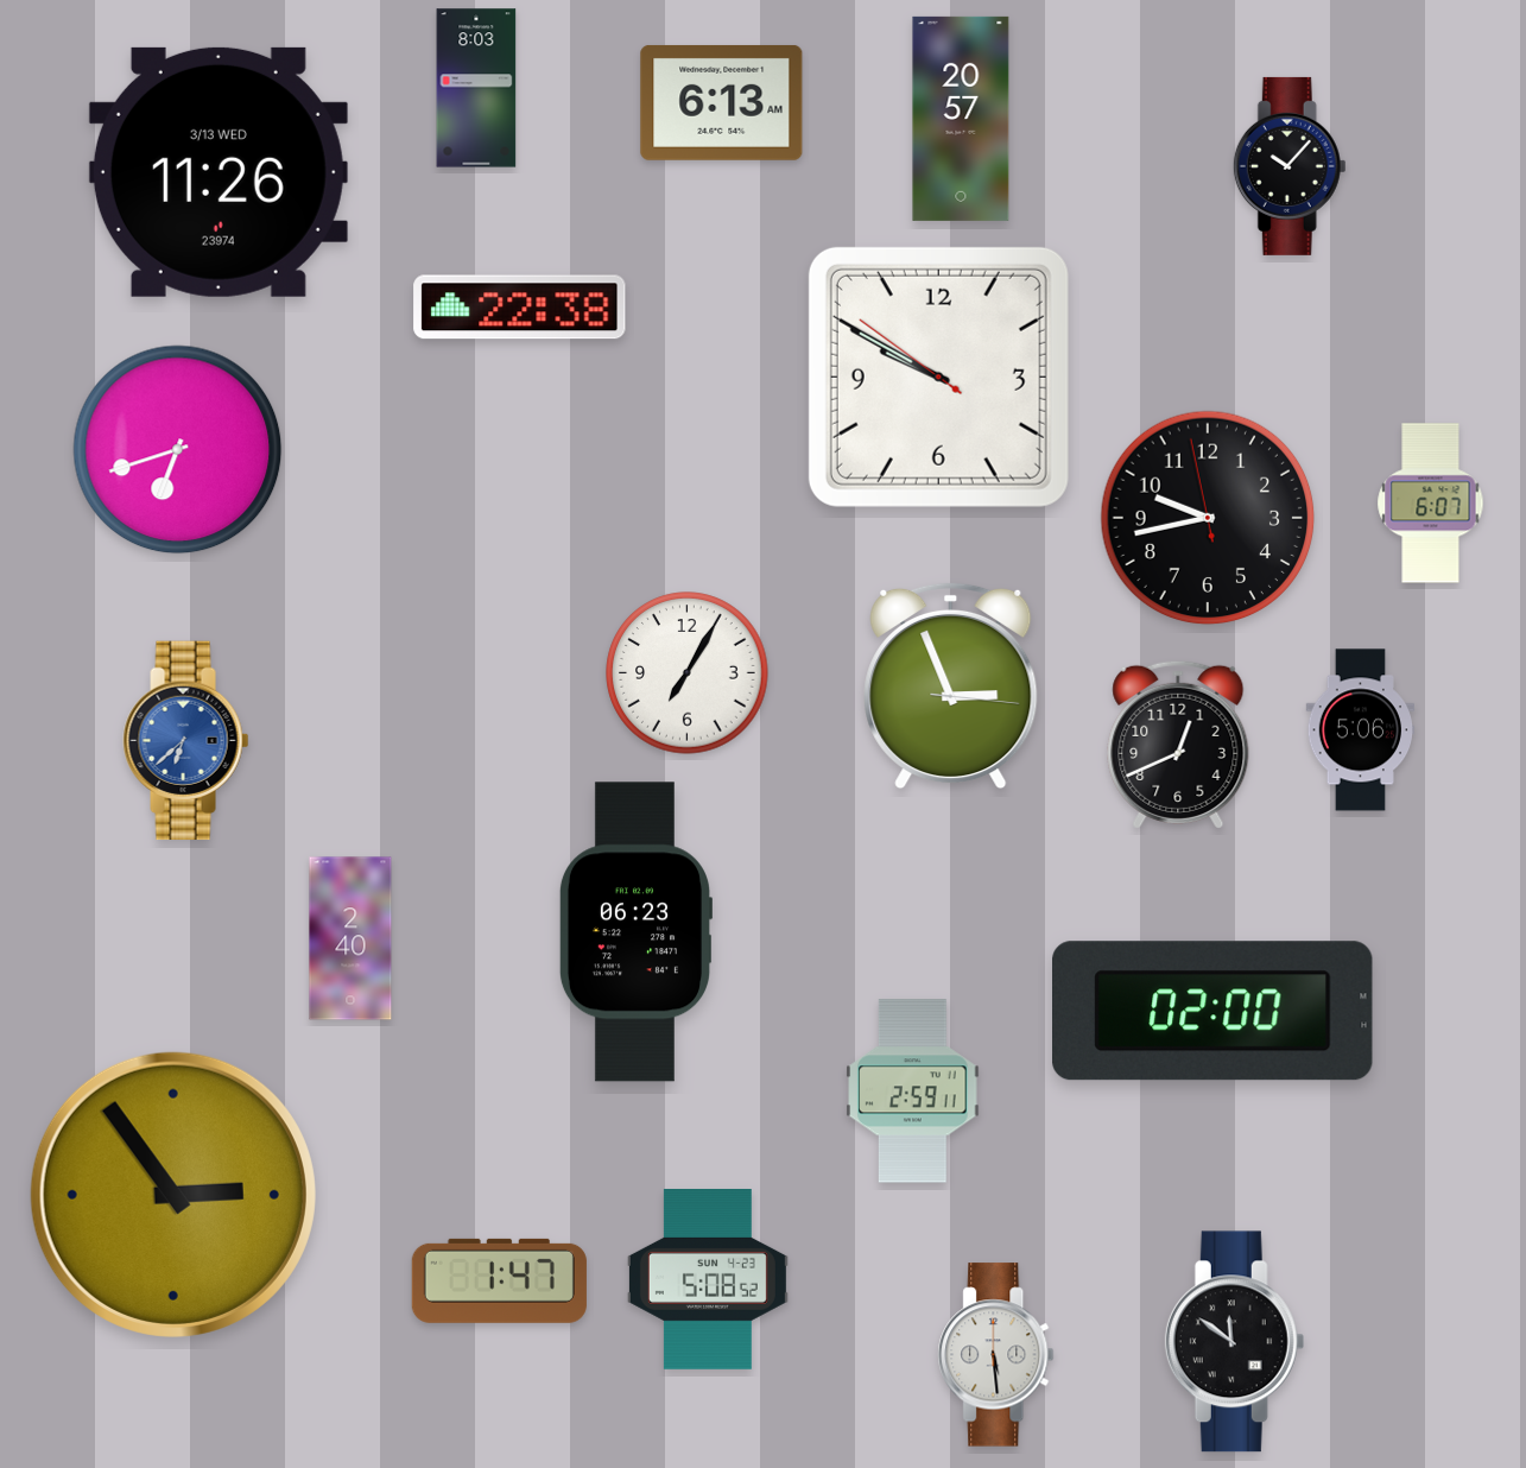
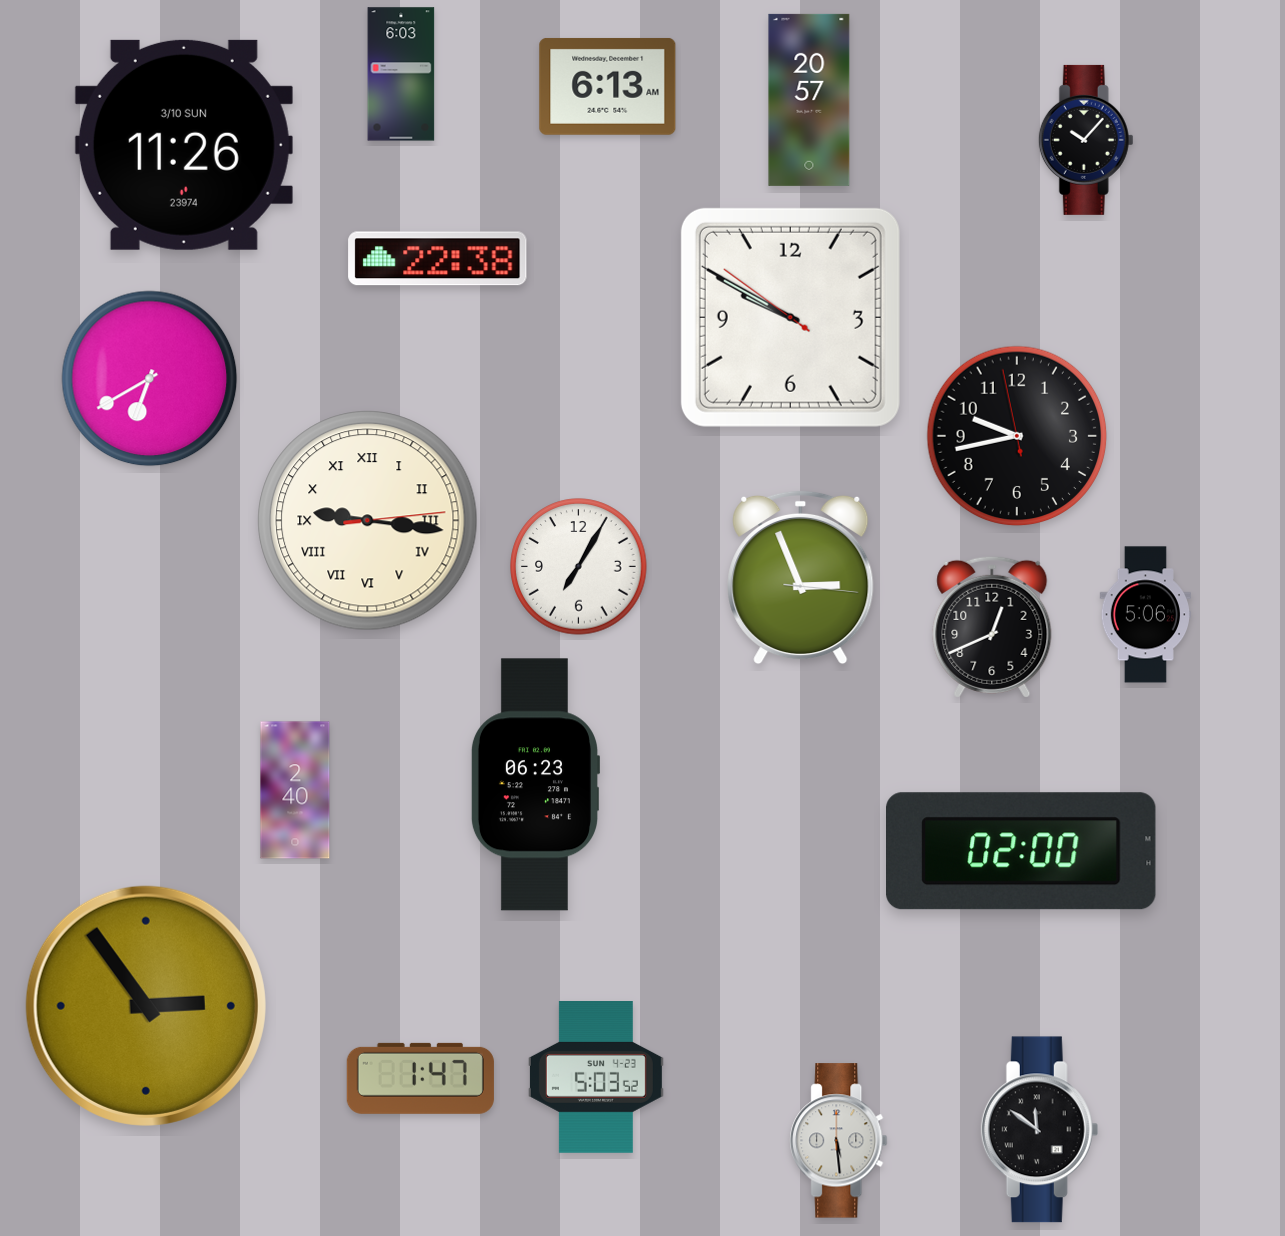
clock at (476, 88): 8:03 -> 6:03
clock at (219, 172) date: 3/13 WED -> 3/10 SUN
clock at (178, 450): 6:42 -> 6:40
clock at (1431, 504): 6:07 -> none
clock at (368, 521): none -> 9:16
clock at (186, 741): 6:38 -> none
clock at (913, 1091): 2:59 -> none
clock at (708, 1280): 5:08 -> 5:03
